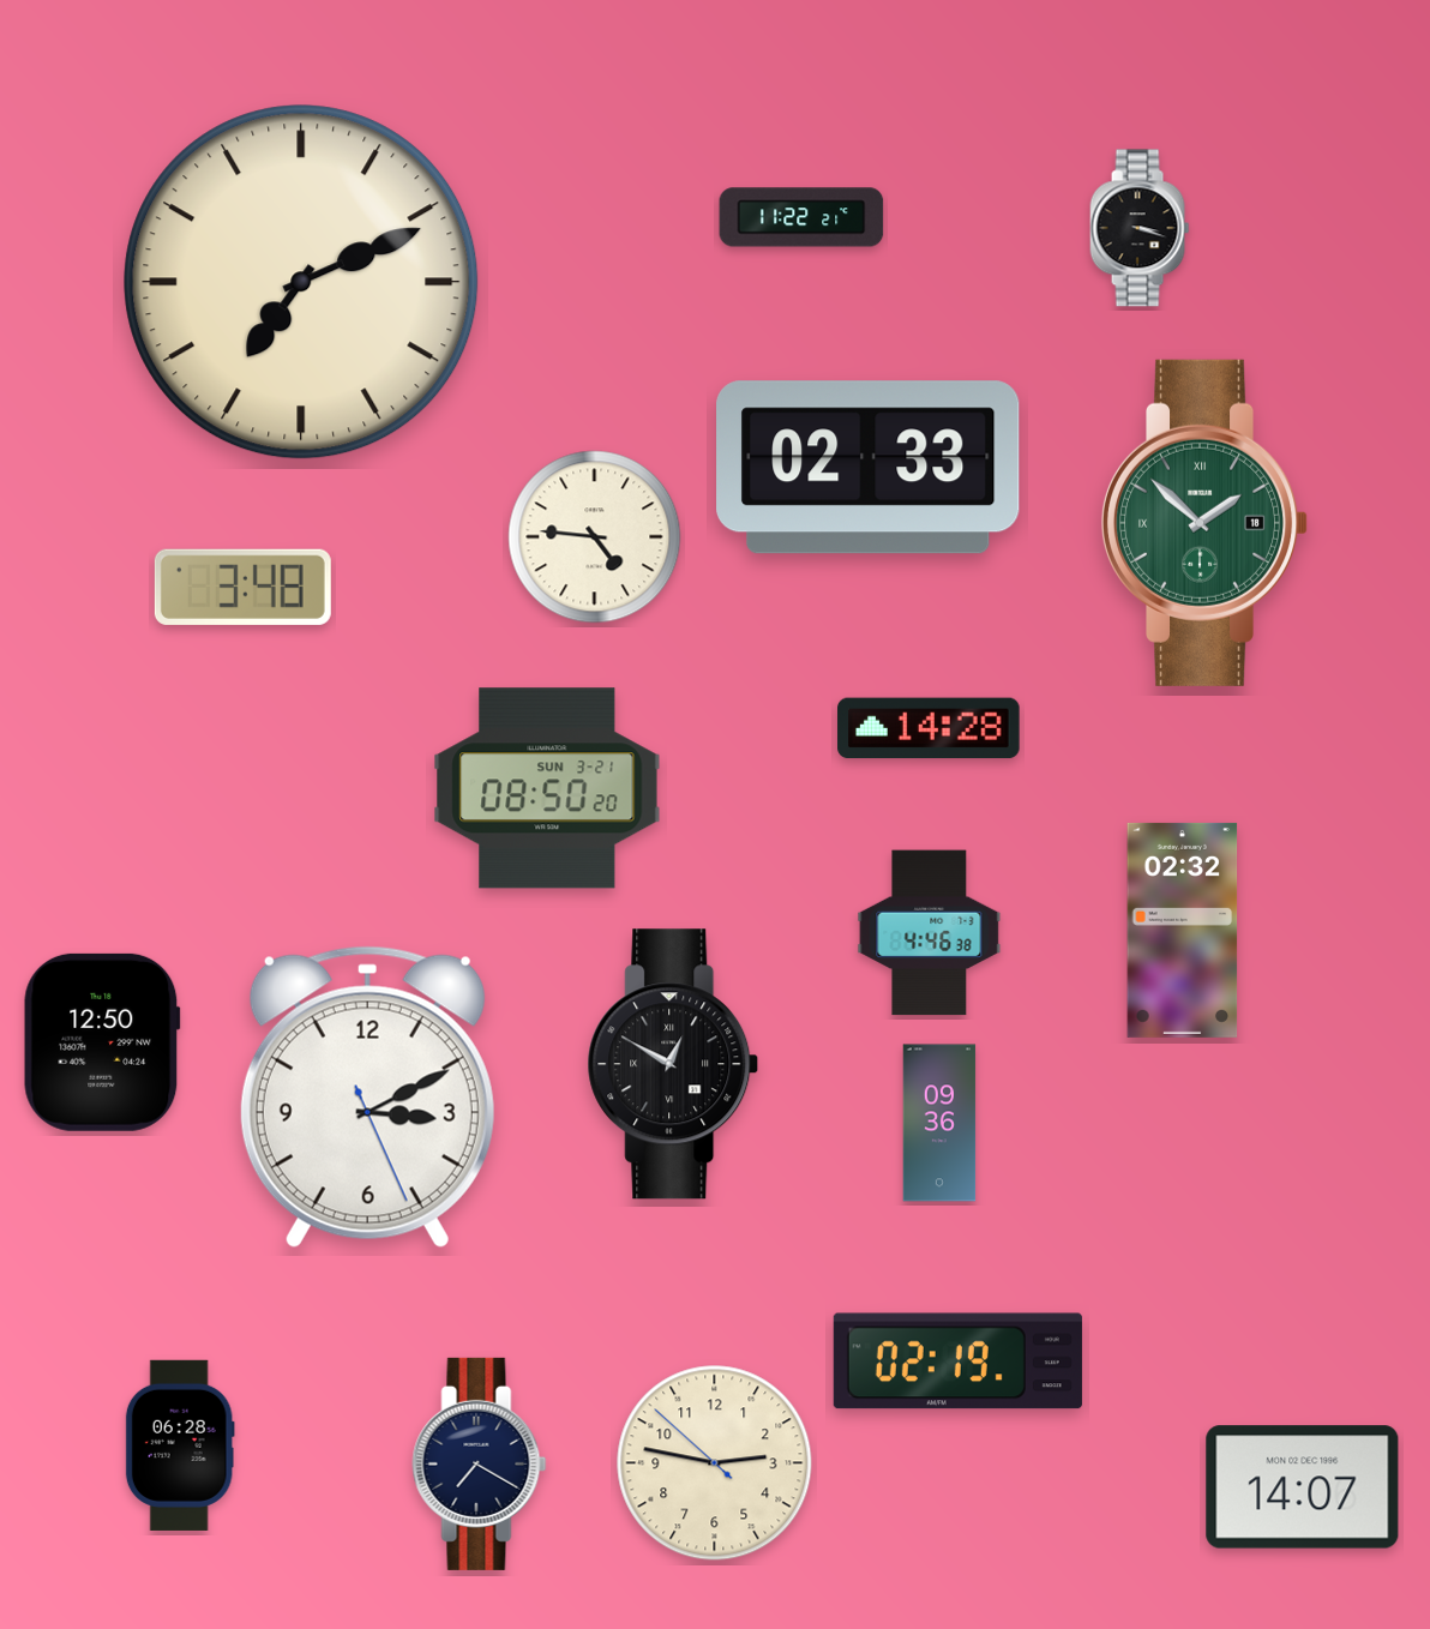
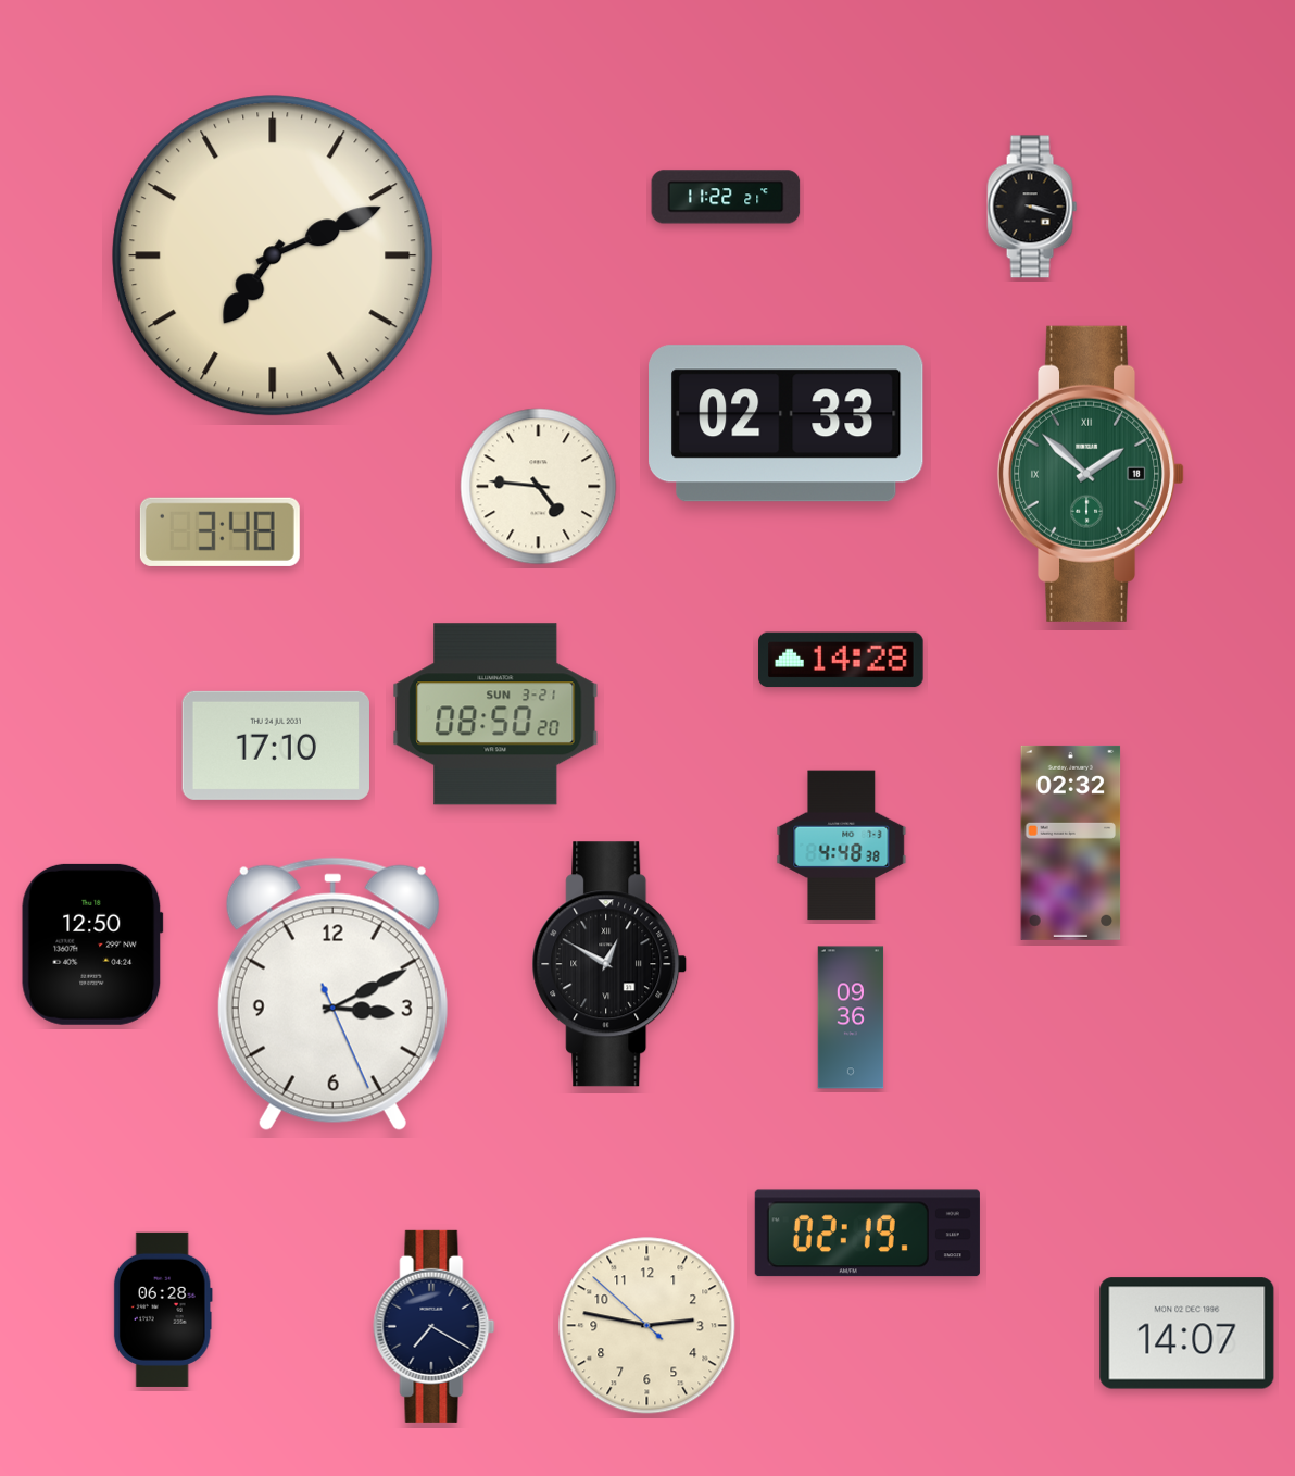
clock at (276, 746): none -> 17:10
clock at (930, 933): 4:46 -> 4:48
clock at (1303, 1487) position: (1303, 1487) -> (1187, 1334)
